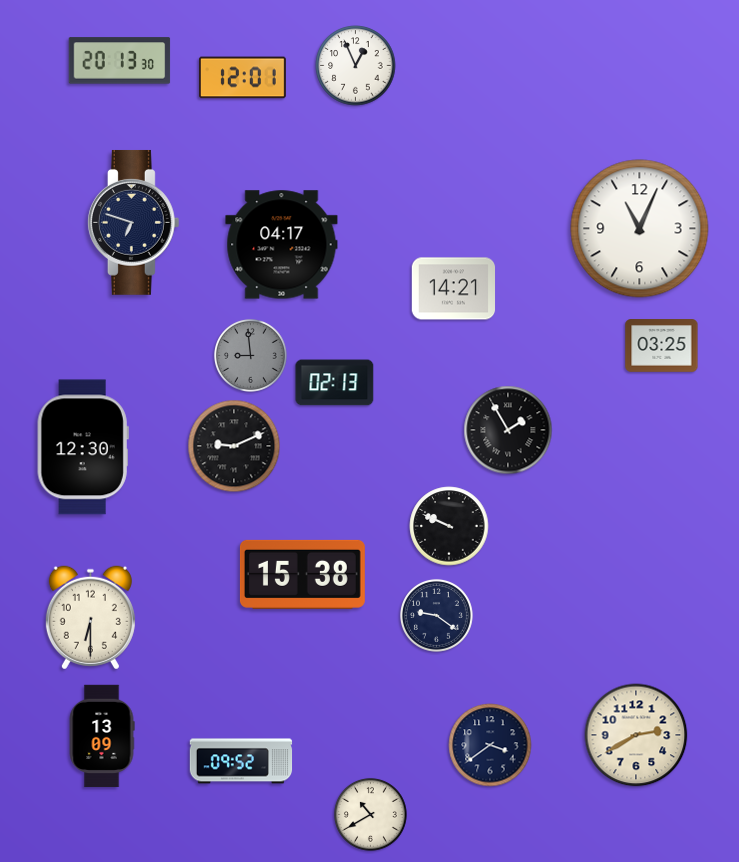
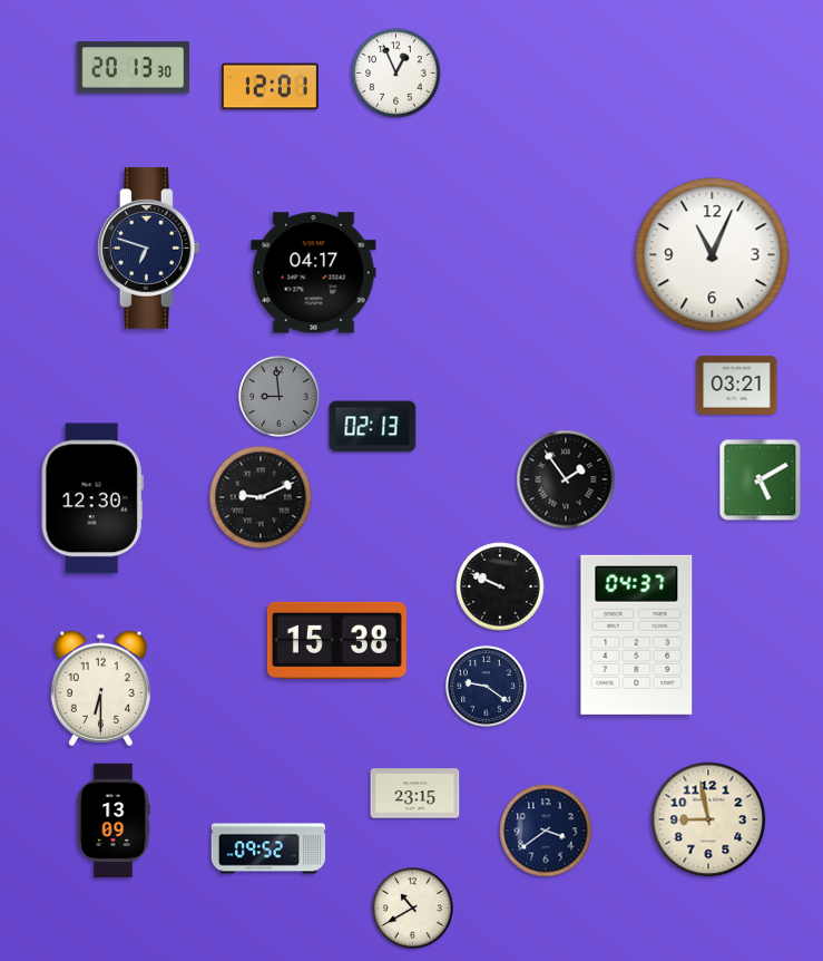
clock at (454, 289): 14:21 -> none
clock at (662, 346): 03:25 -> 03:21
clock at (508, 430): 1:55 -> 1:54
clock at (761, 480): none -> 5:10
clock at (637, 634): none -> 04:37
clock at (415, 794): none -> 23:15
clock at (636, 735): 2:40 -> 8:58
